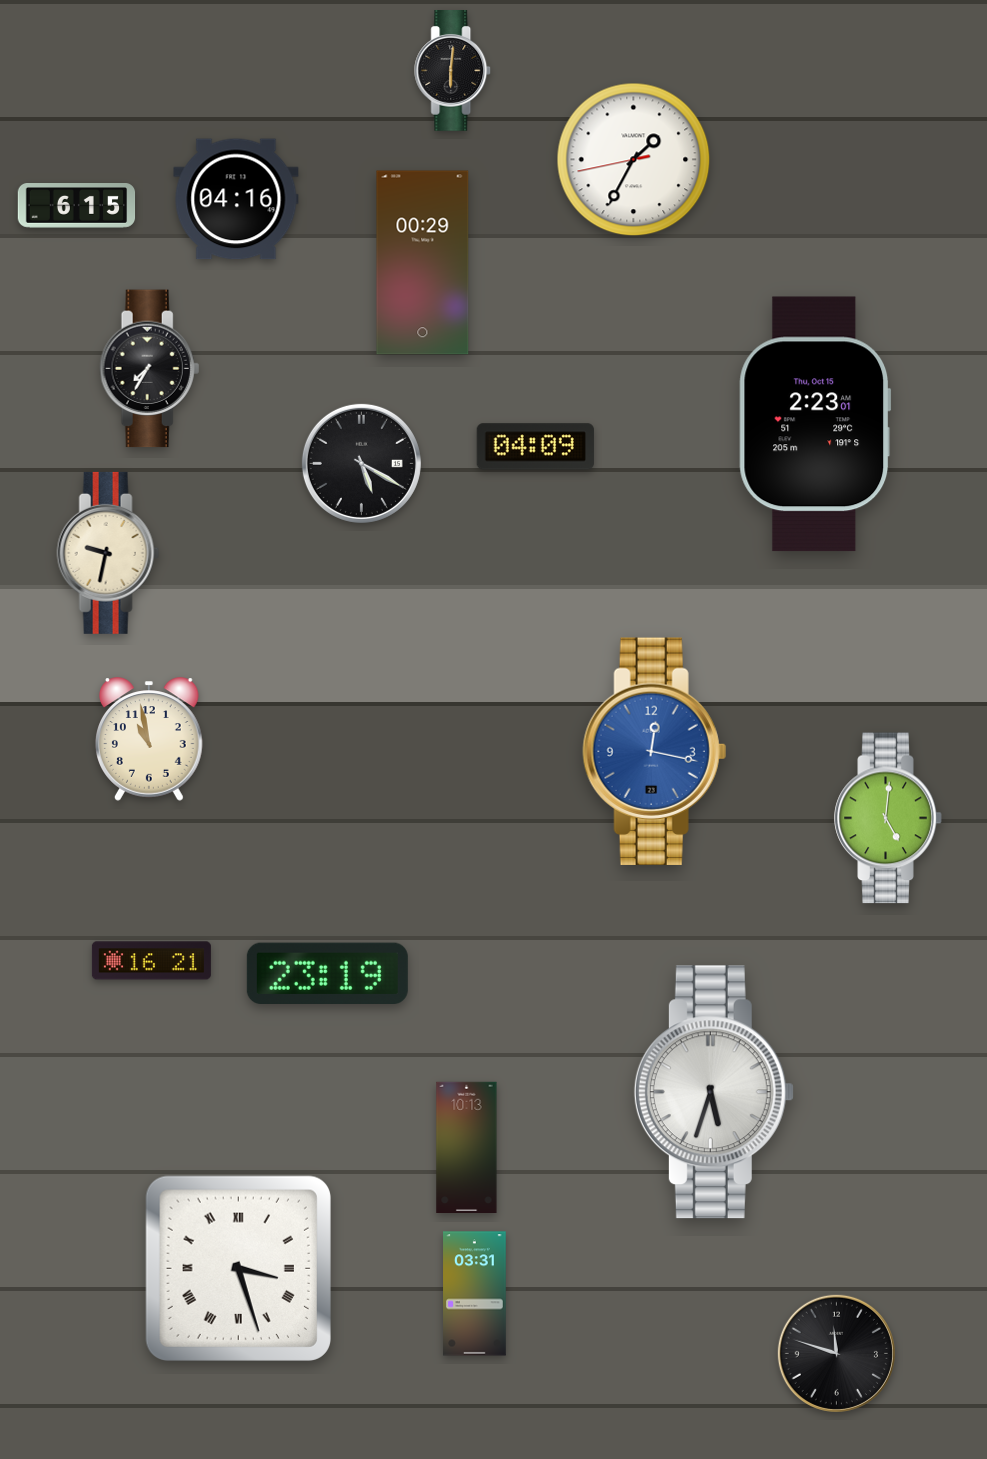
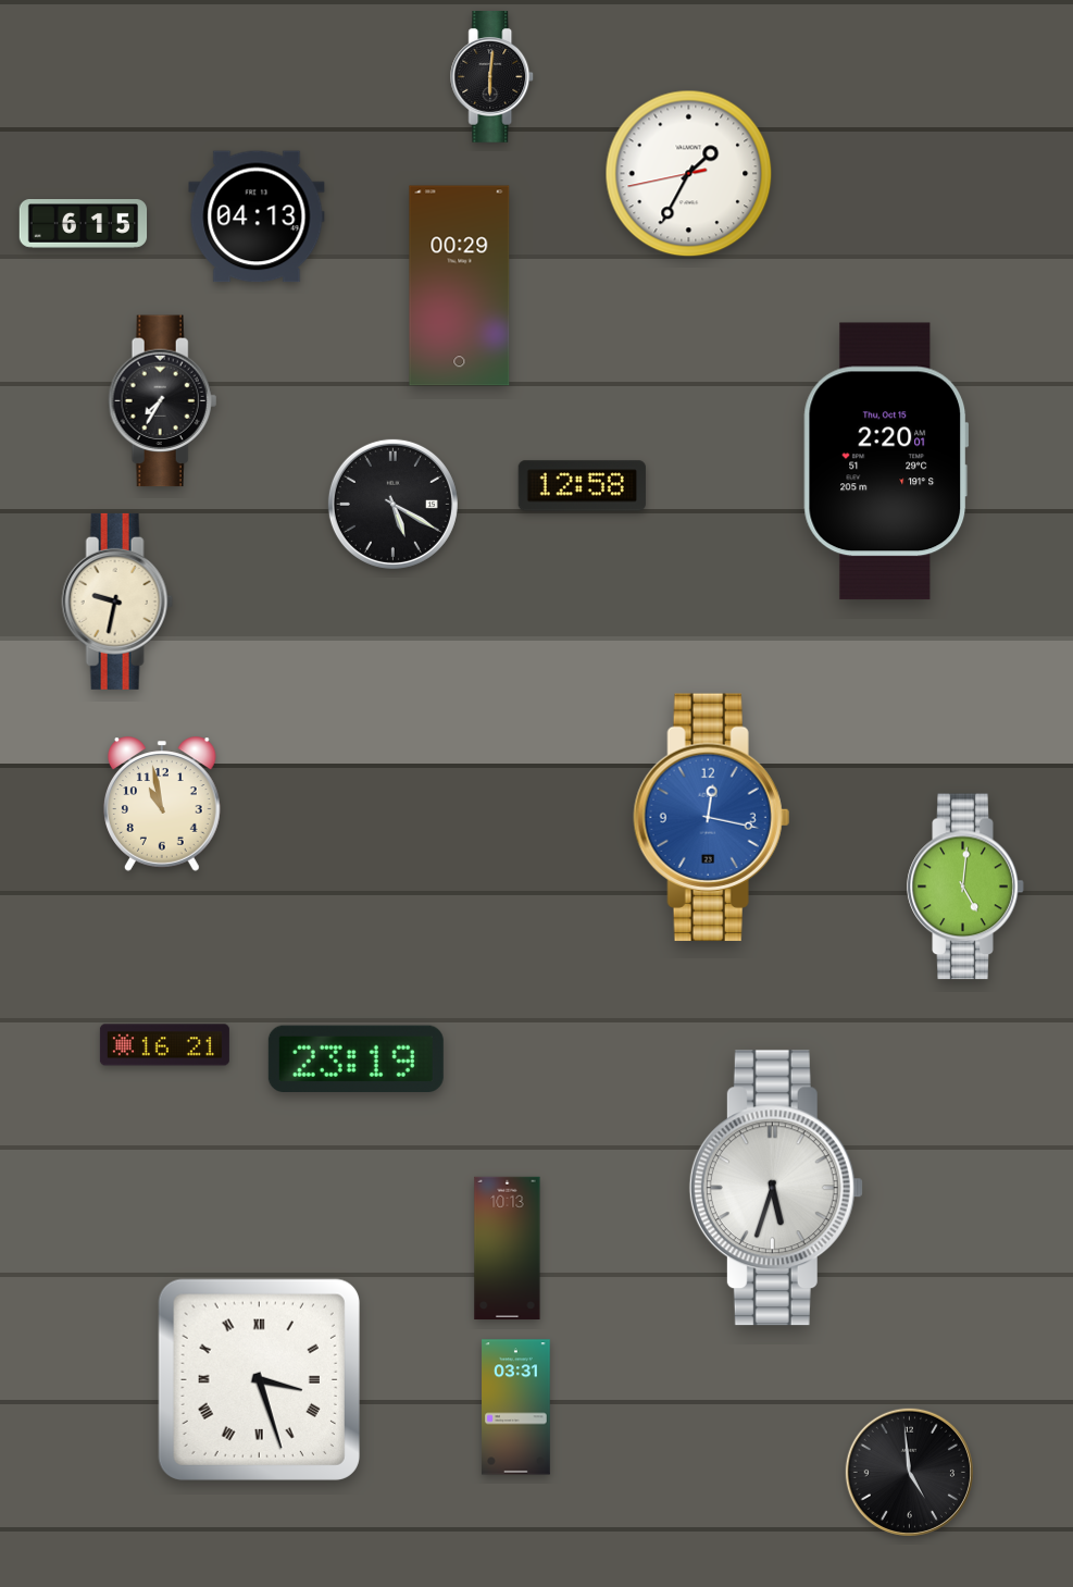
clock at (236, 199): 04:16 -> 04:13
clock at (815, 424): 2:23 -> 2:20
clock at (535, 447): 04:09 -> 12:58
clock at (888, 818) position: (888, 818) -> (965, 887)
clock at (836, 1353): 11:48 -> 4:59
